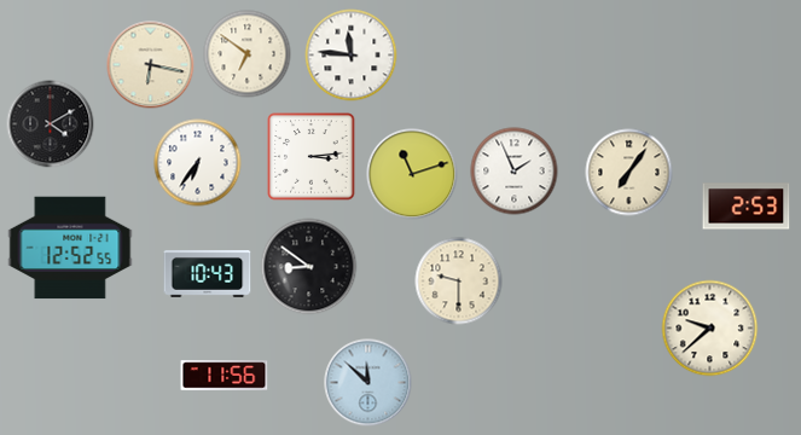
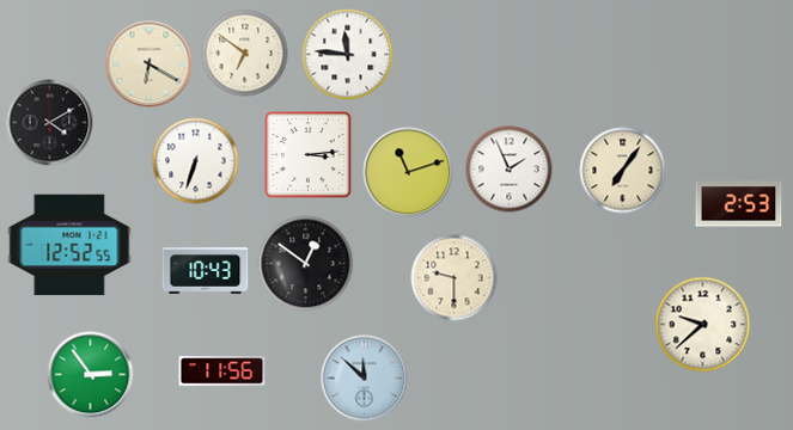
clock at (151, 65): 6:17 -> 6:20
clock at (198, 163): 6:36 -> 6:33
clock at (309, 267): 8:51 -> 12:51
clock at (91, 375): none -> 2:54
